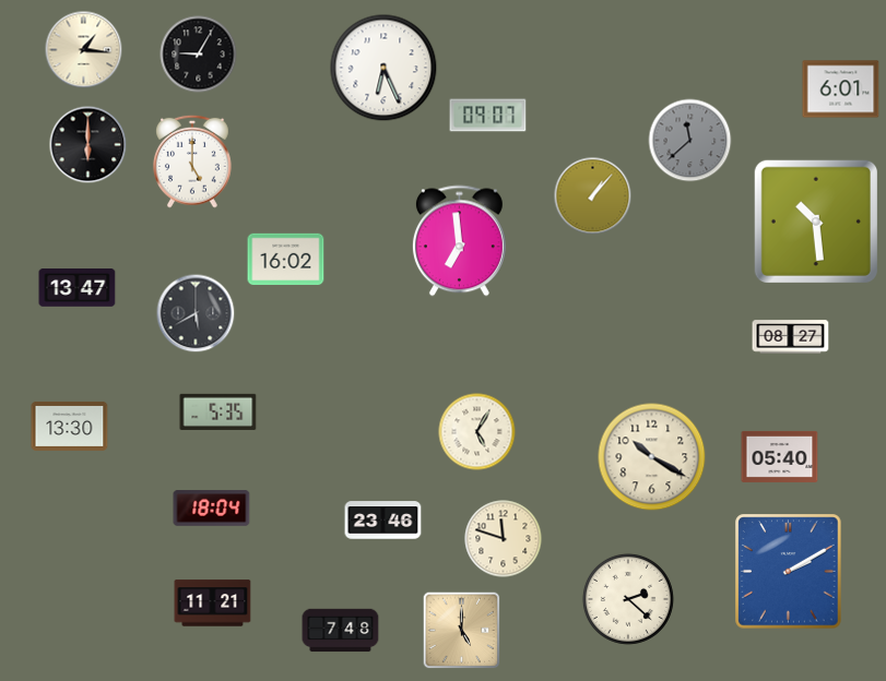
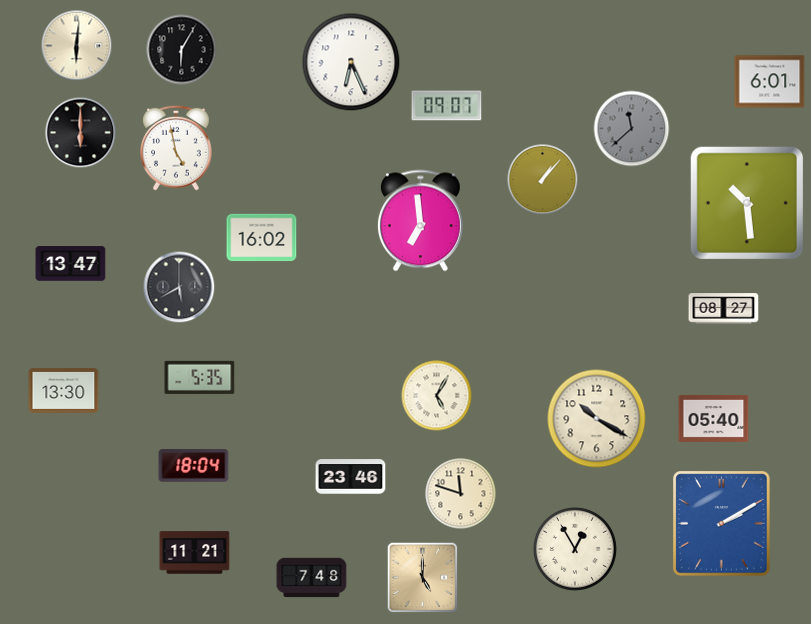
clock at (84, 50): 1:16 -> 6:01
clock at (199, 55): 9:05 -> 6:05
clock at (193, 162): 5:00 -> 4:58
clock at (628, 599): 2:22 -> 12:55
